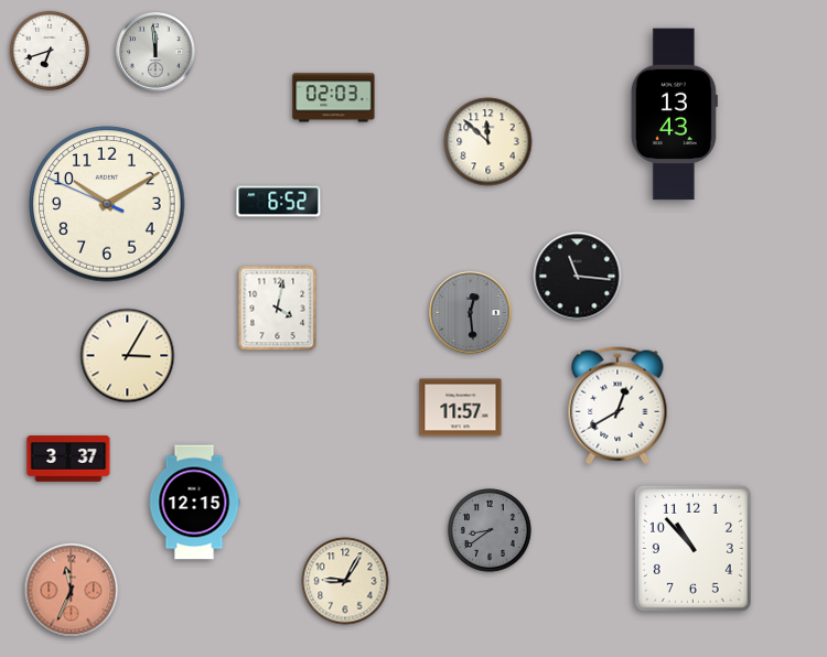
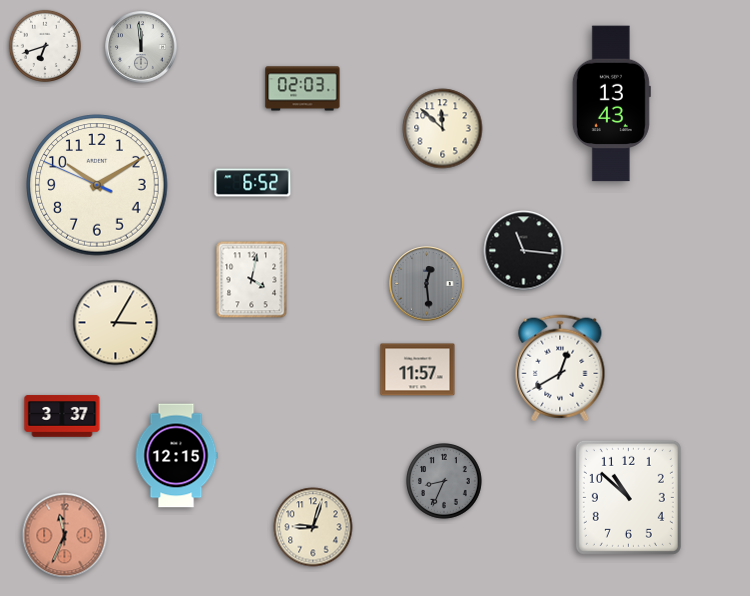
clock at (491, 531): 8:39 -> 8:34
clock at (692, 548): 10:53 -> 10:52
clock at (345, 581): 9:05 -> 9:03
